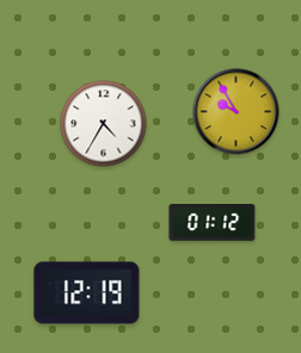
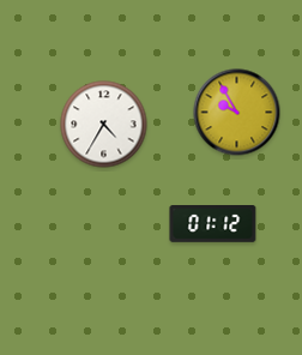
clock at (87, 293): 12:19 -> none
